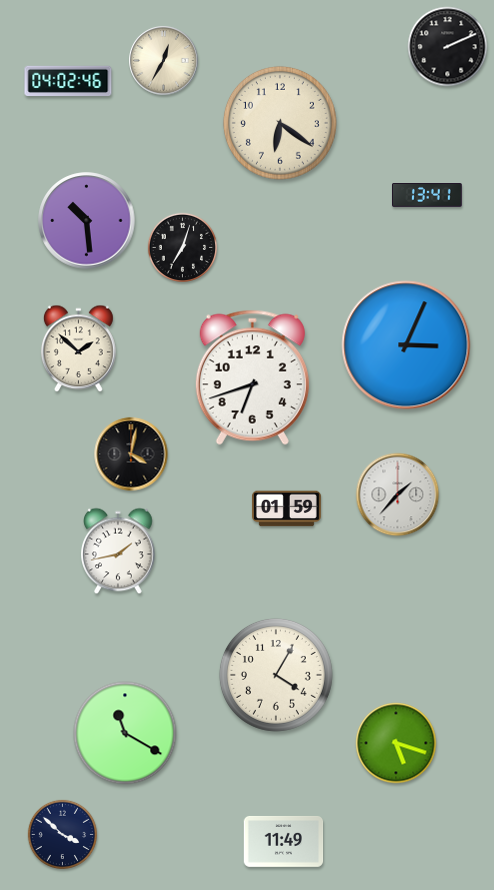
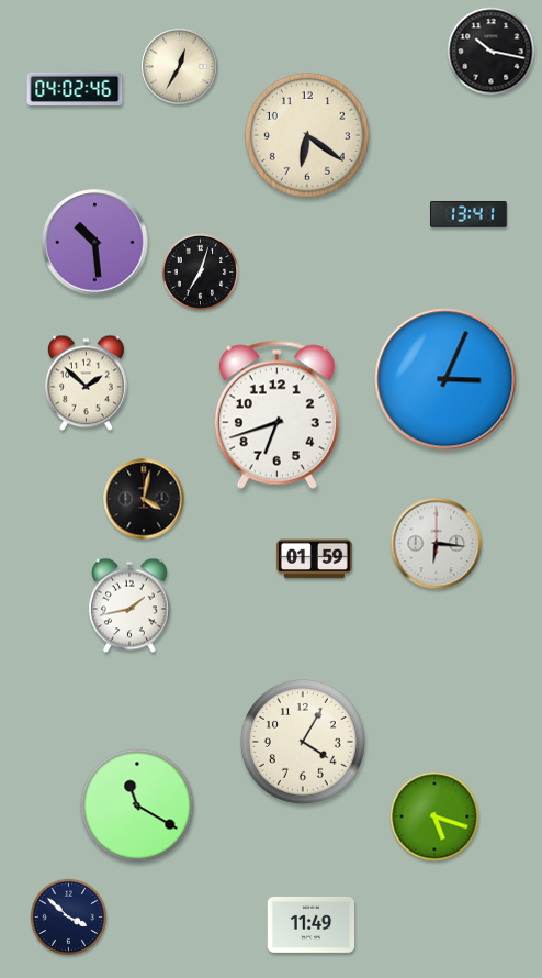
clock at (448, 47): 2:11 -> 10:17
clock at (398, 495): 1:37 -> 6:16
